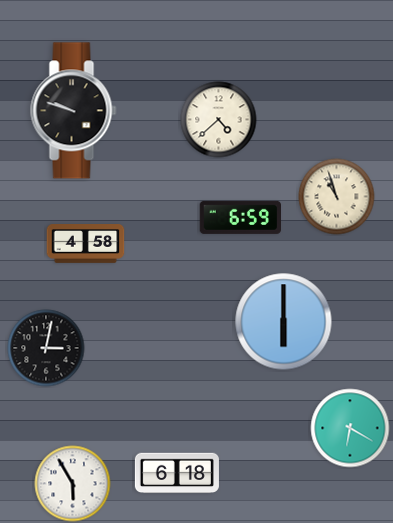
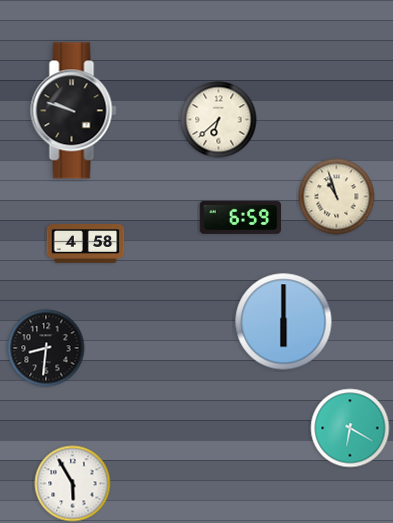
clock at (219, 120): 4:38 -> 6:38
clock at (46, 348): 3:02 -> 8:31
clock at (177, 473): 6:18 -> none
